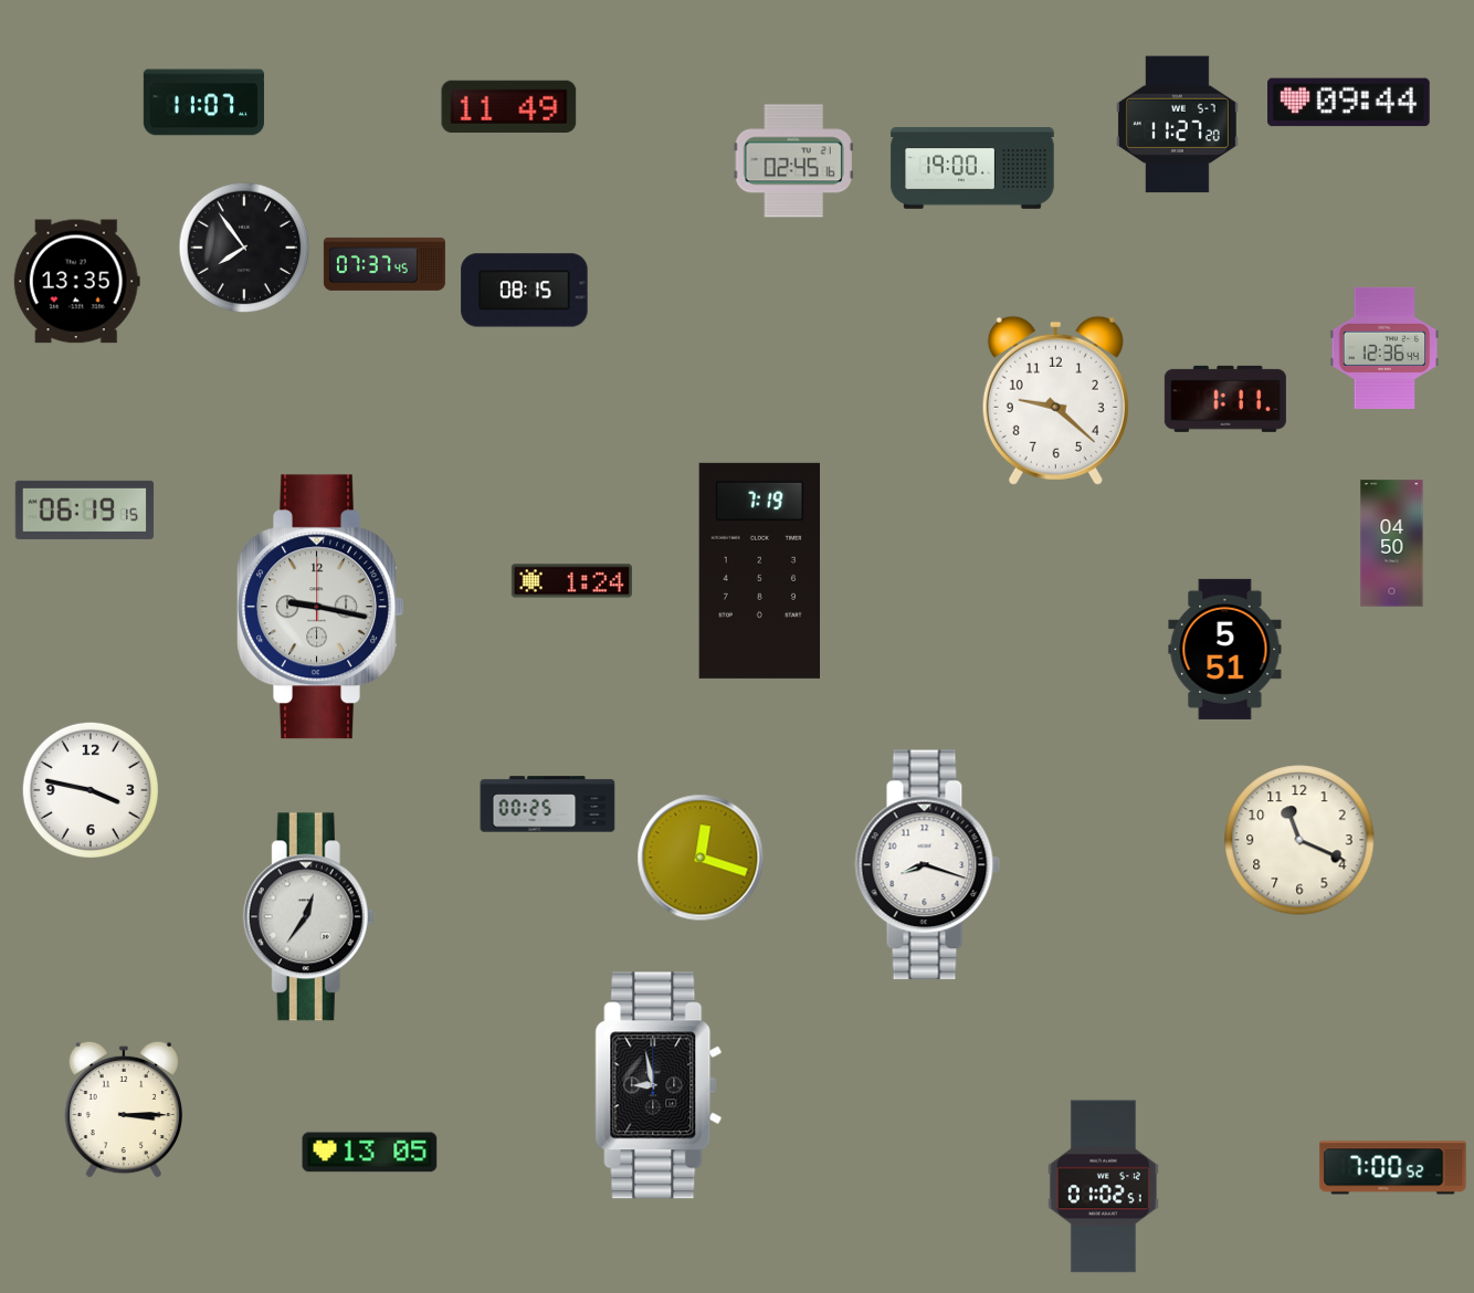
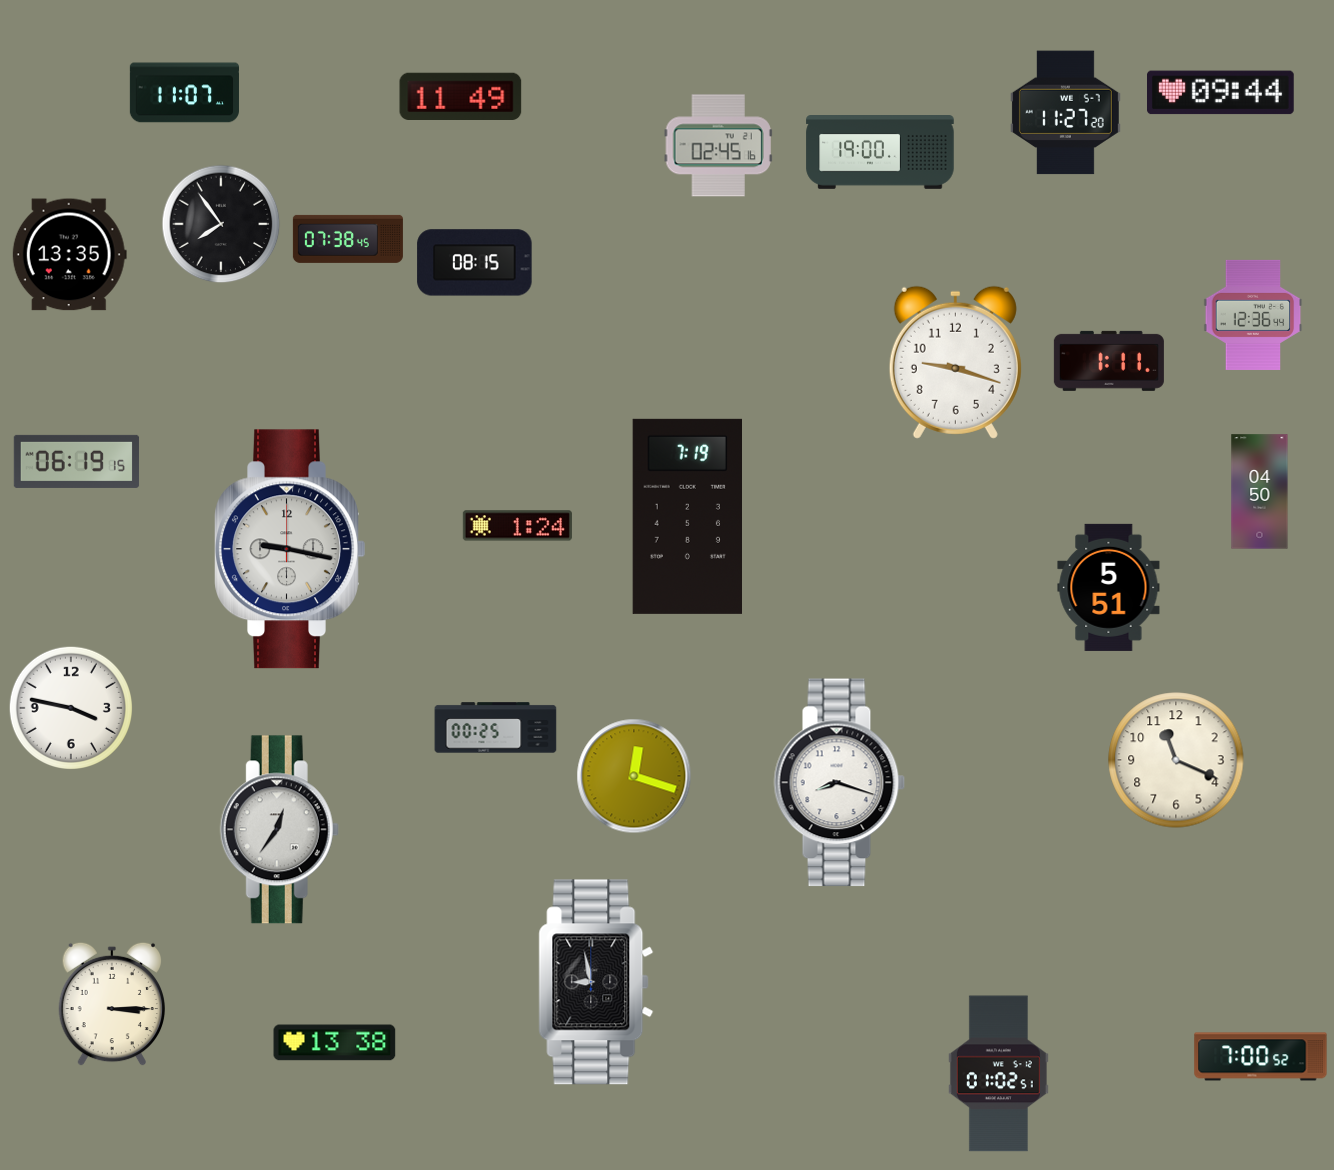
clock at (385, 264): 07:37 -> 07:38
clock at (1055, 400): 9:22 -> 9:18
clock at (91, 790) position: (91, 790) -> (71, 708)
clock at (370, 1153): 13:05 -> 13:38
